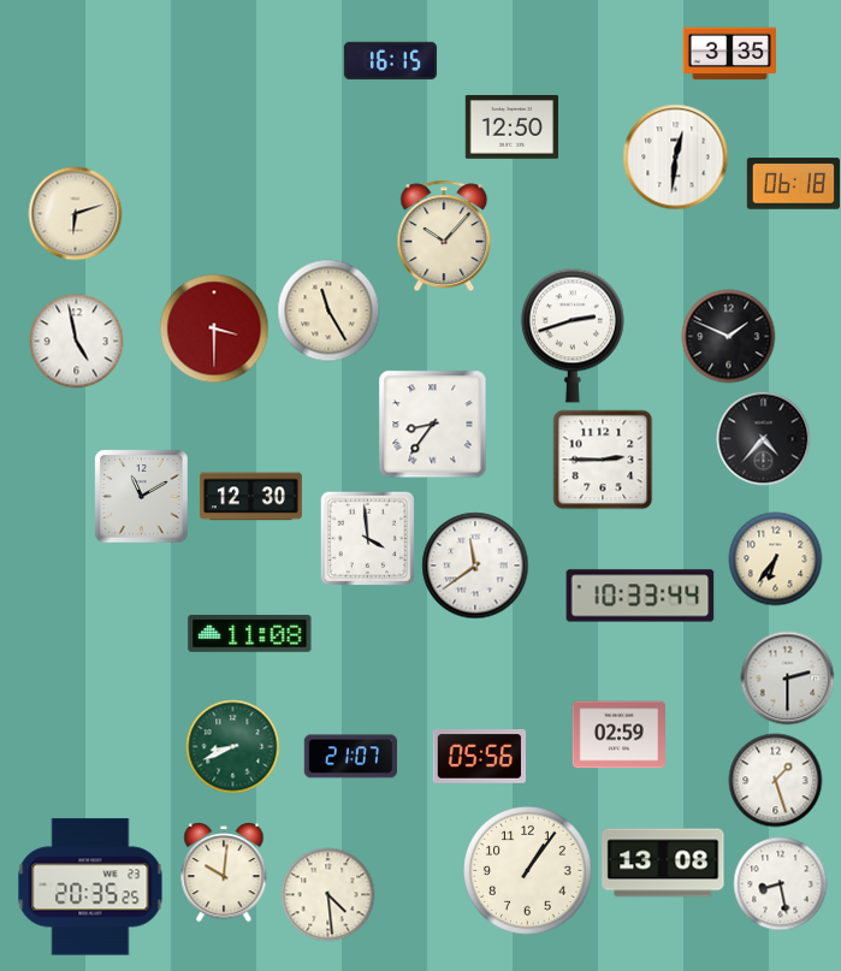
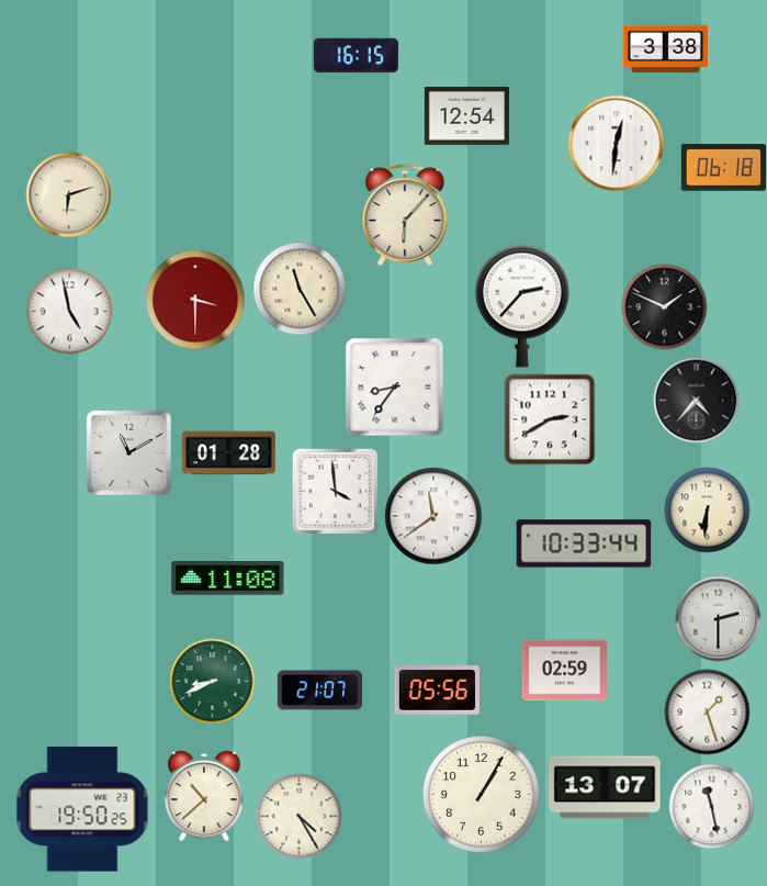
clock at (729, 54): 3:35 -> 3:38
clock at (511, 128): 12:50 -> 12:54
clock at (444, 235): 10:07 -> 6:07
clock at (328, 310) position: (328, 310) -> (300, 289)
clock at (573, 336): 2:42 -> 2:37
clock at (603, 460): 2:45 -> 2:40
clock at (250, 497): 12:30 -> 01:28
clock at (775, 558): 6:36 -> 6:31
clock at (663, 863): 13:08 -> 13:07
clock at (528, 871): 1:06 -> 1:05
clock at (224, 872): 10:01 -> 10:38
clock at (780, 883): 8:28 -> 11:28
clock at (90, 887): 20:35 -> 19:50
clock at (327, 894): 4:29 -> 4:25
